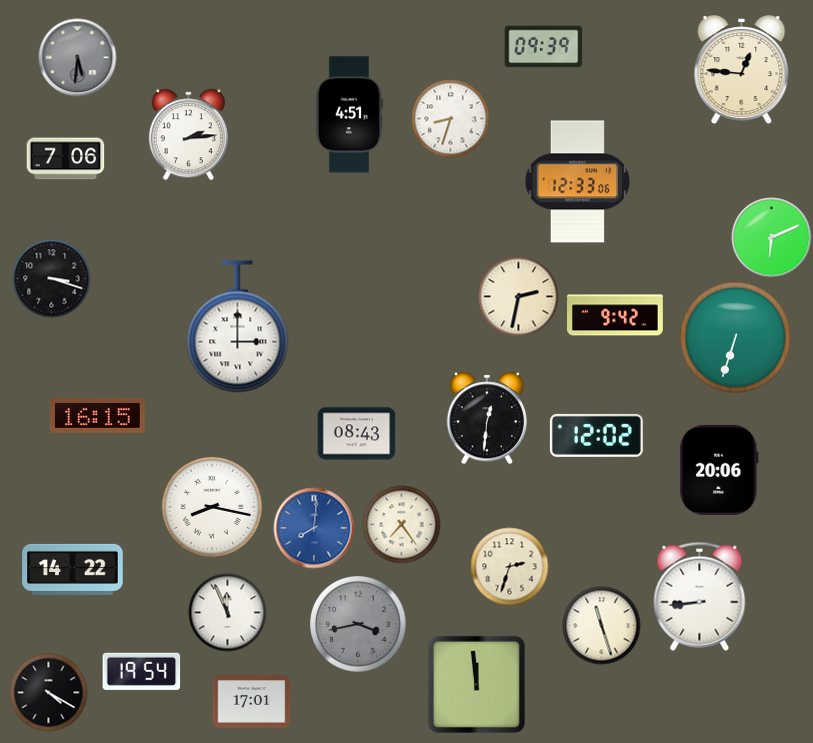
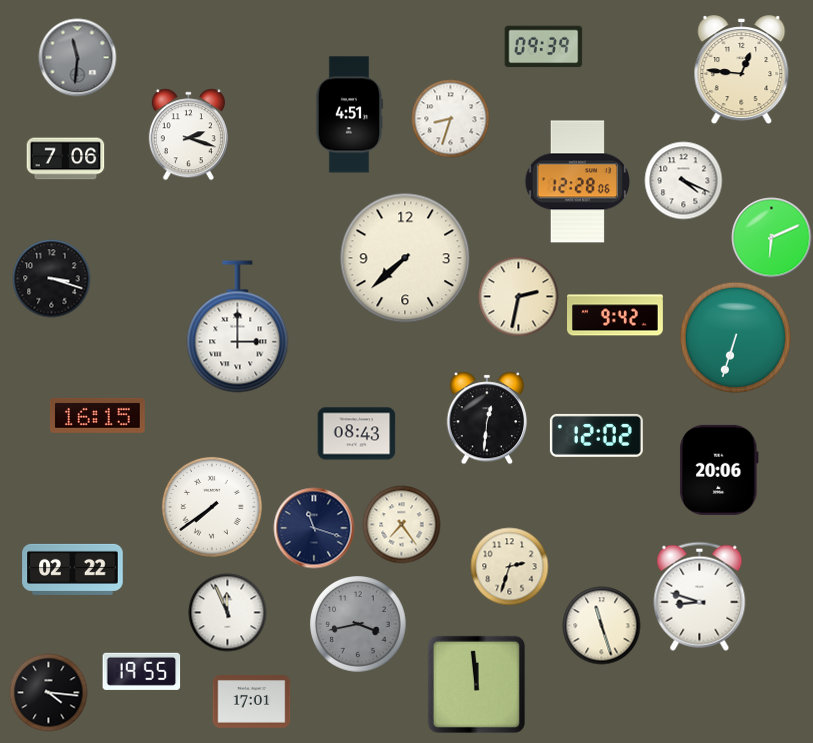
clock at (77, 57): 5:31 -> 11:31
clock at (188, 134): 2:14 -> 2:18
clock at (683, 180): none -> 4:19
clock at (578, 182): 12:33 -> 12:28
clock at (405, 258): none -> 7:38
clock at (212, 507): 8:17 -> 7:39
clock at (314, 528): 8:01 -> 11:18
clock at (314, 528) dial: blue -> navy
clock at (73, 569): 14:22 -> 02:22
clock at (700, 596): 8:44 -> 8:48
clock at (141, 671): 19:54 -> 19:55
clock at (48, 692): 4:20 -> 4:16
